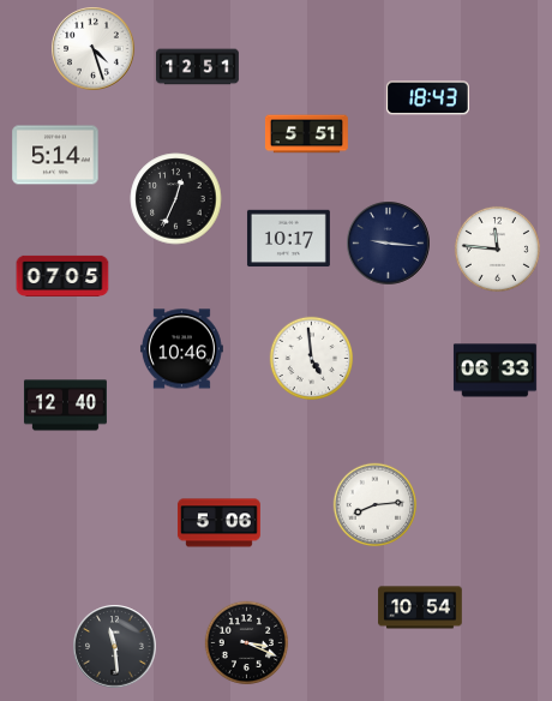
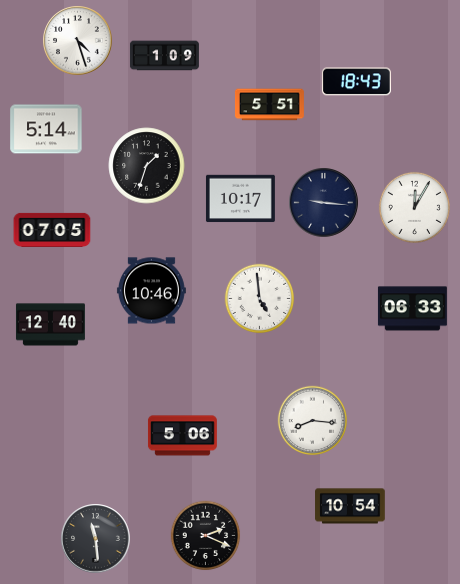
clock at (197, 67): 12:51 -> 1:09
clock at (306, 134) position: (306, 134) -> (269, 105)
clock at (176, 199): 12:34 -> 1:33
clock at (497, 248): 11:46 -> 12:05
clock at (65, 406) position: (65, 406) -> (50, 325)
clock at (376, 505): 8:14 -> 8:16
clock at (247, 643): 3:19 -> 2:19
